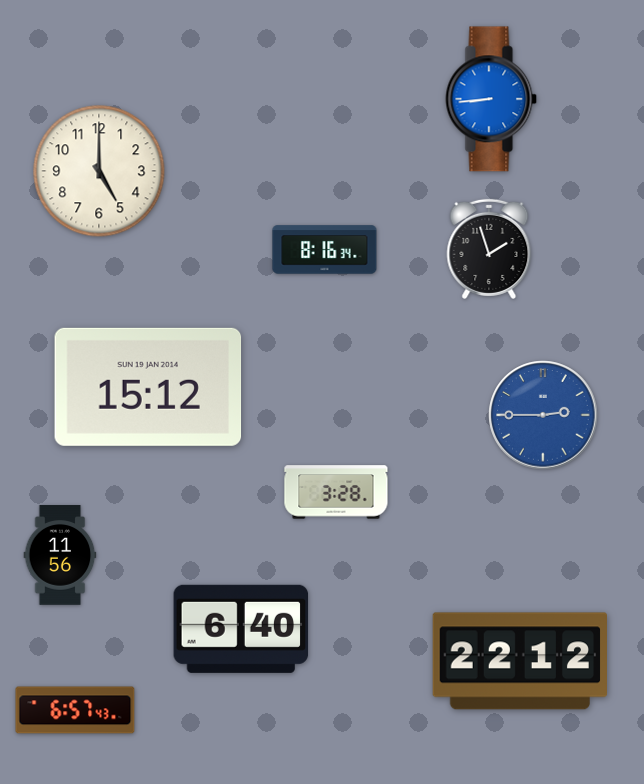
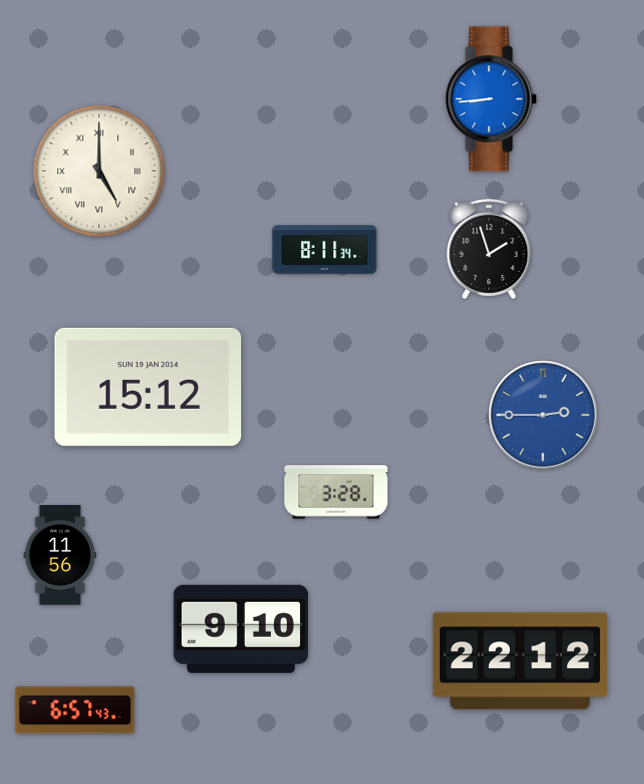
clock at (99, 171) numerals: Arabic -> Roman
clock at (325, 250): 8:16 -> 8:11
clock at (241, 629): 6:40 -> 9:10
